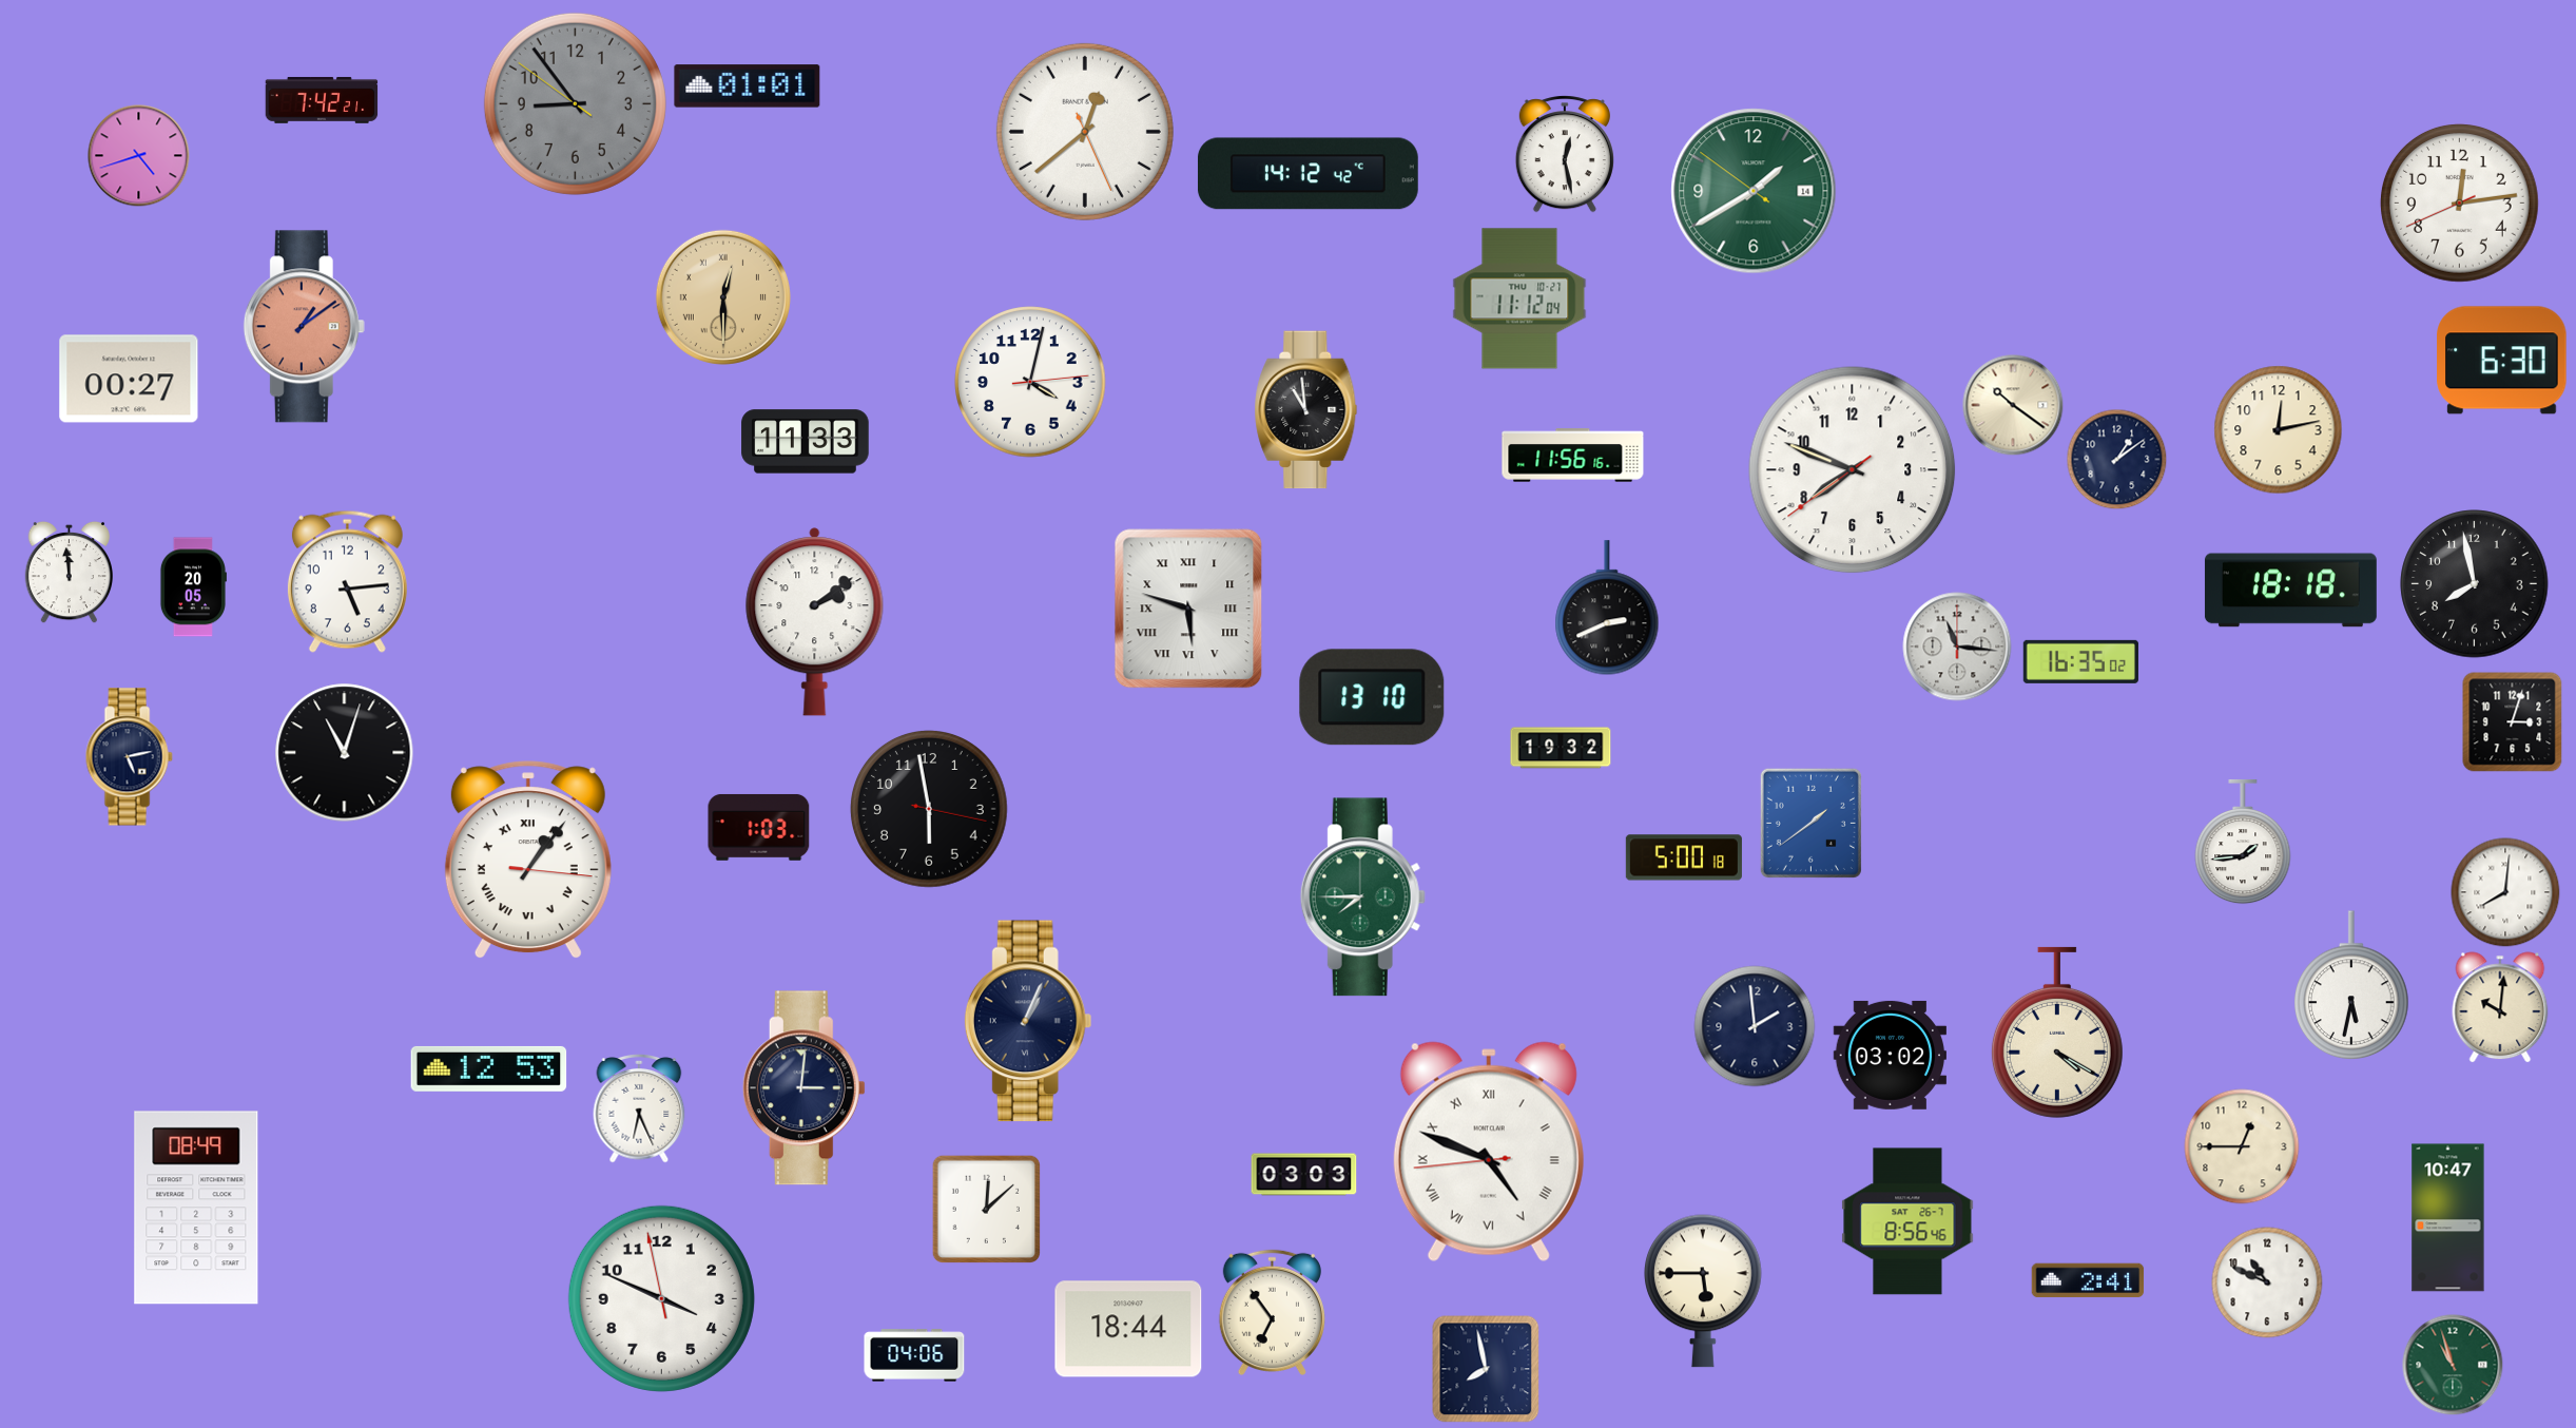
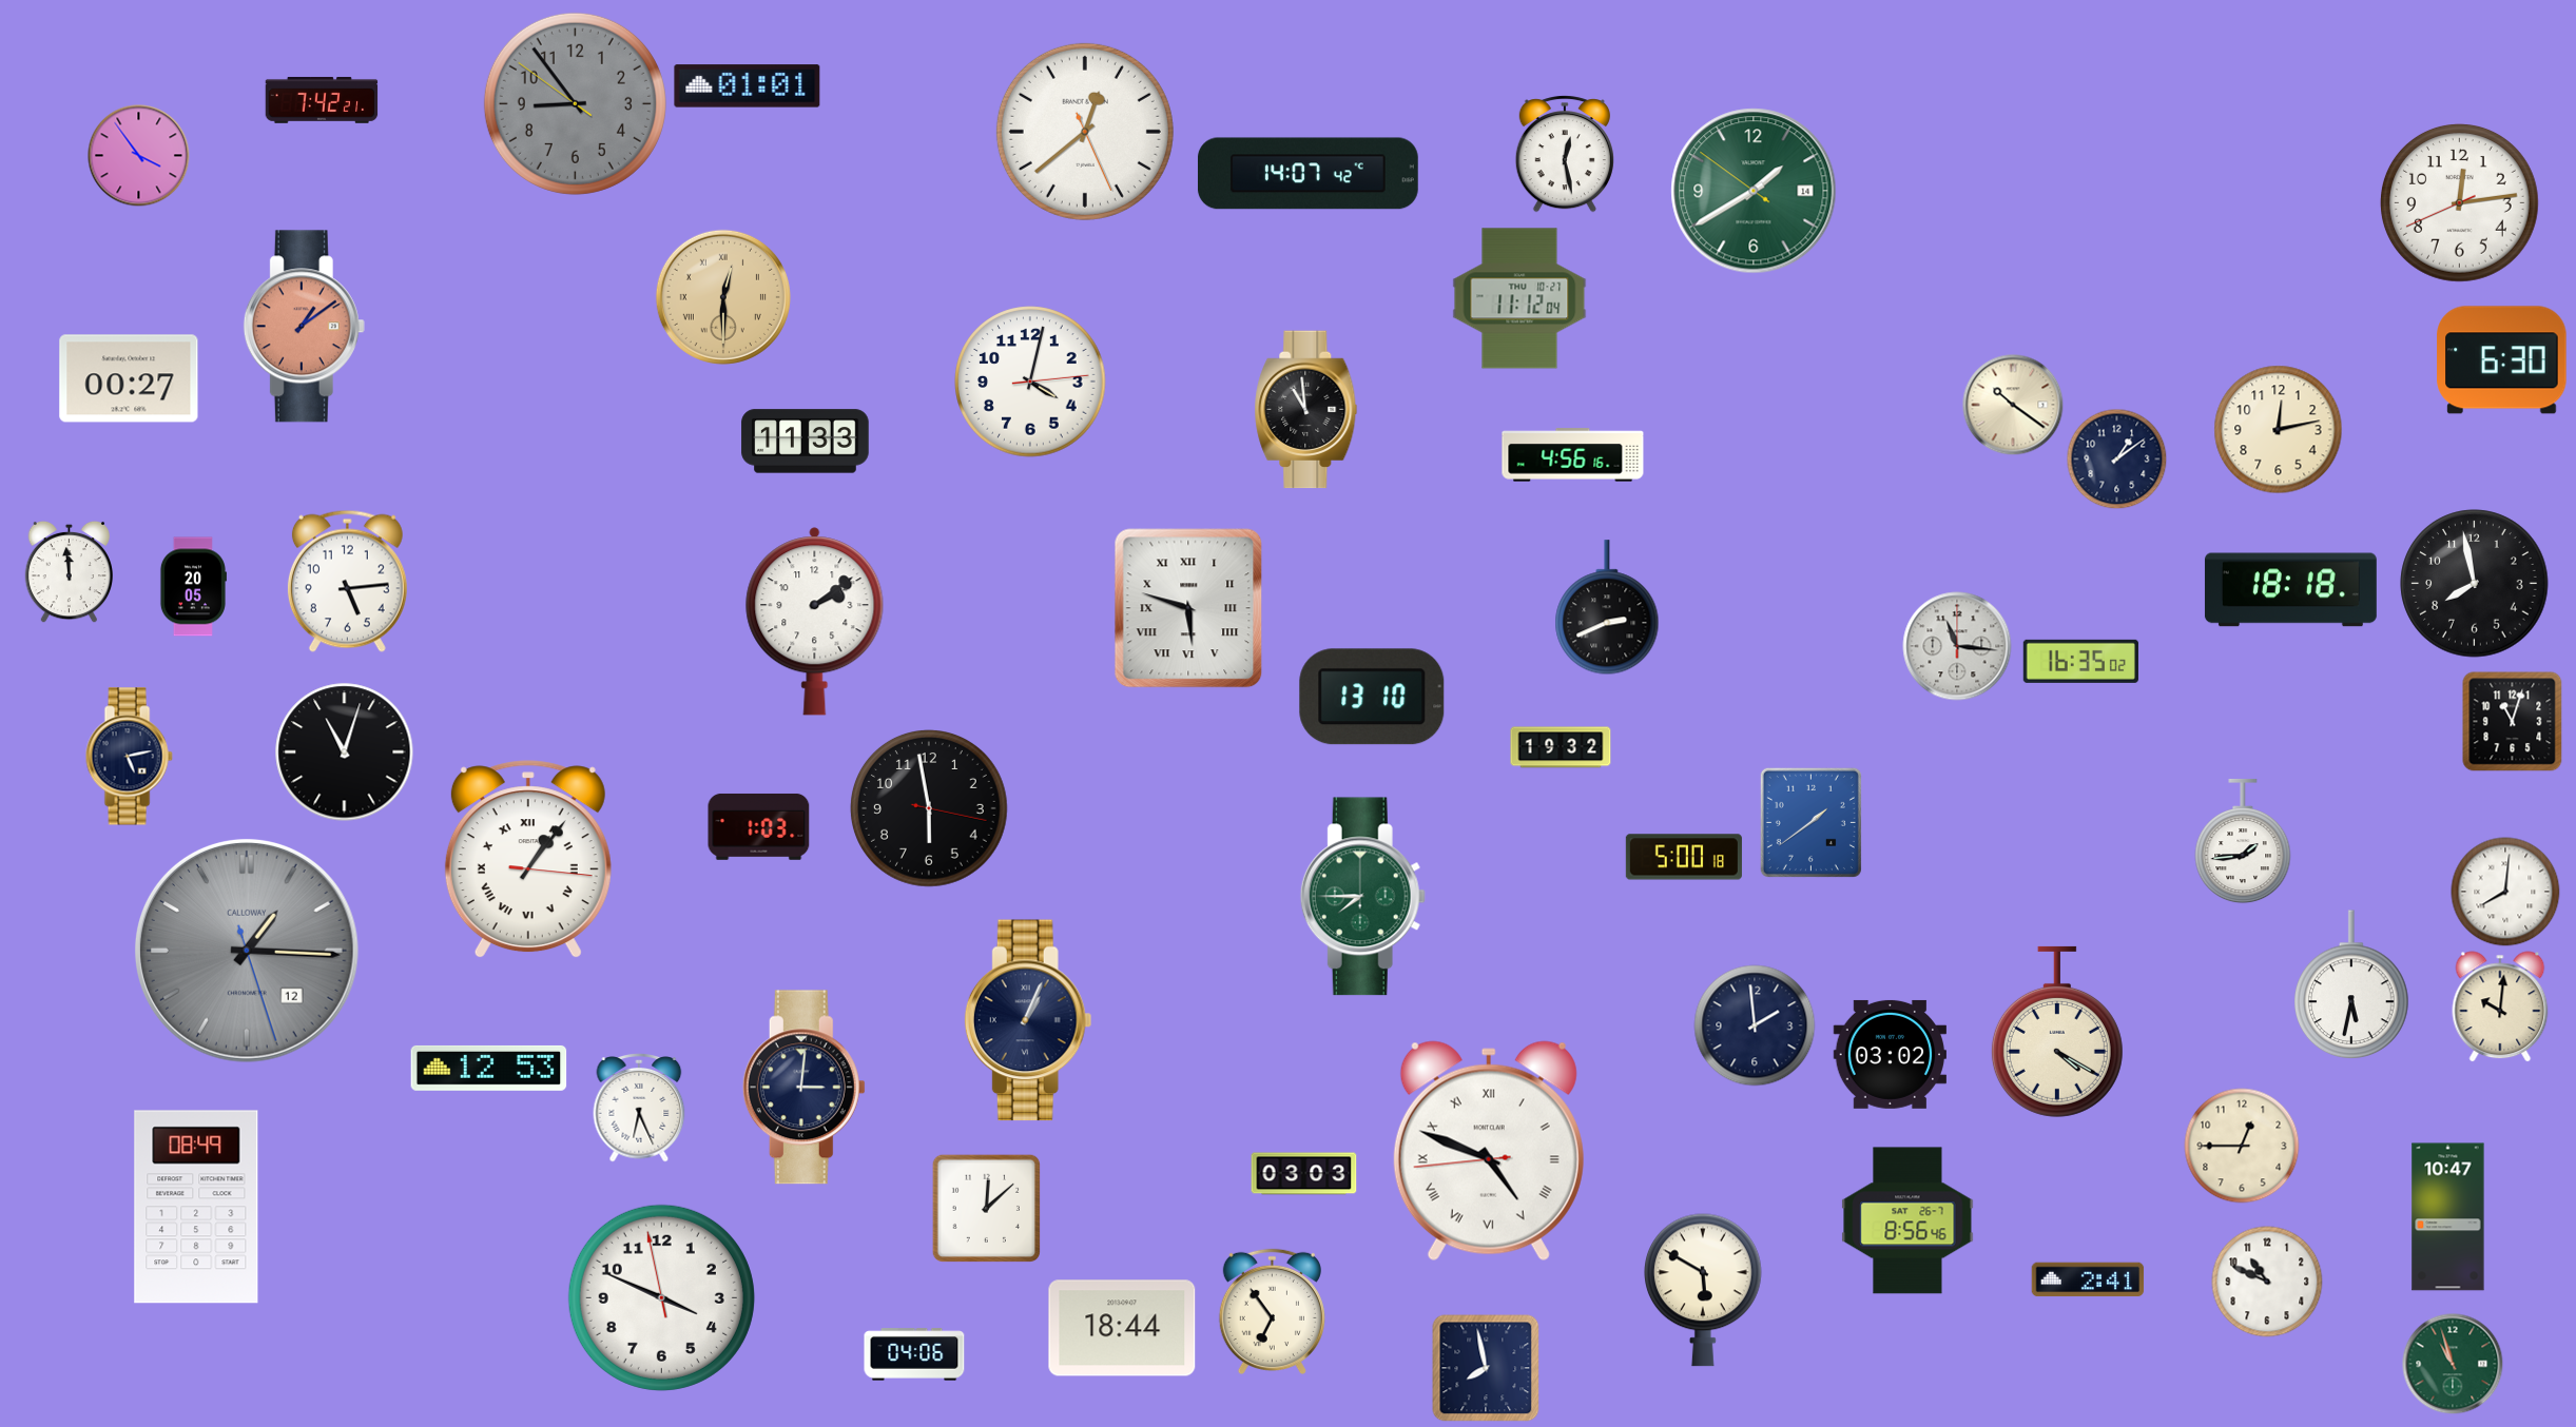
clock at (139, 156): 4:42 -> 3:54
clock at (1308, 174): 14:12 -> 14:07
clock at (1573, 456): 11:56 -> 4:56
clock at (1853, 470): 7:48 -> none
clock at (2513, 722): 3:03 -> 11:03
clock at (247, 951): none -> 1:15
clock at (1704, 1291): 5:45 -> 5:50
clock at (1128, 1329) position: (1128, 1329) -> (1122, 1328)
